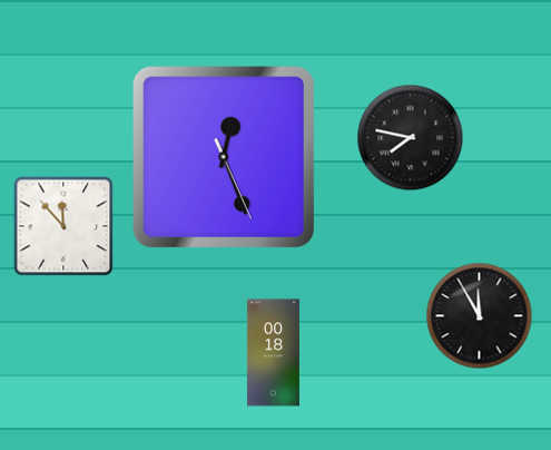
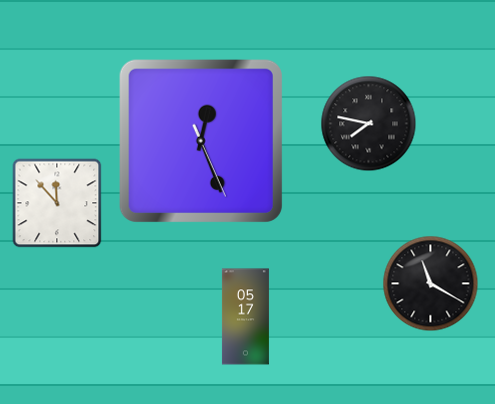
clock at (480, 316): 11:55 -> 11:20
clock at (273, 353): 00:18 -> 05:17
